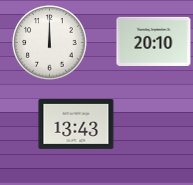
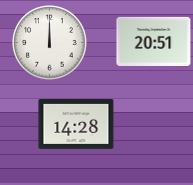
clock at (154, 41): 20:10 -> 20:51
clock at (76, 124): 13:43 -> 14:28
